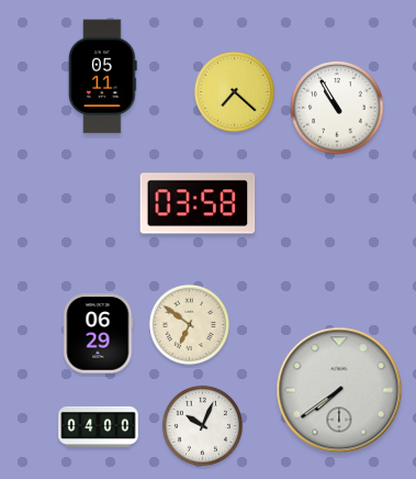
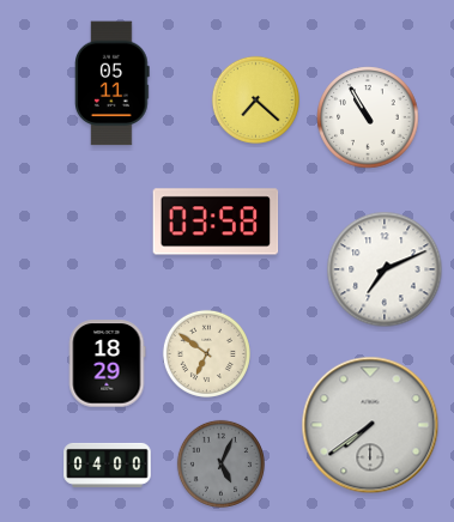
clock at (385, 269): none -> 7:11
clock at (98, 334): 06:29 -> 18:29
clock at (202, 425): 10:04 -> 5:04
clock at (202, 425) dial: white -> grey
